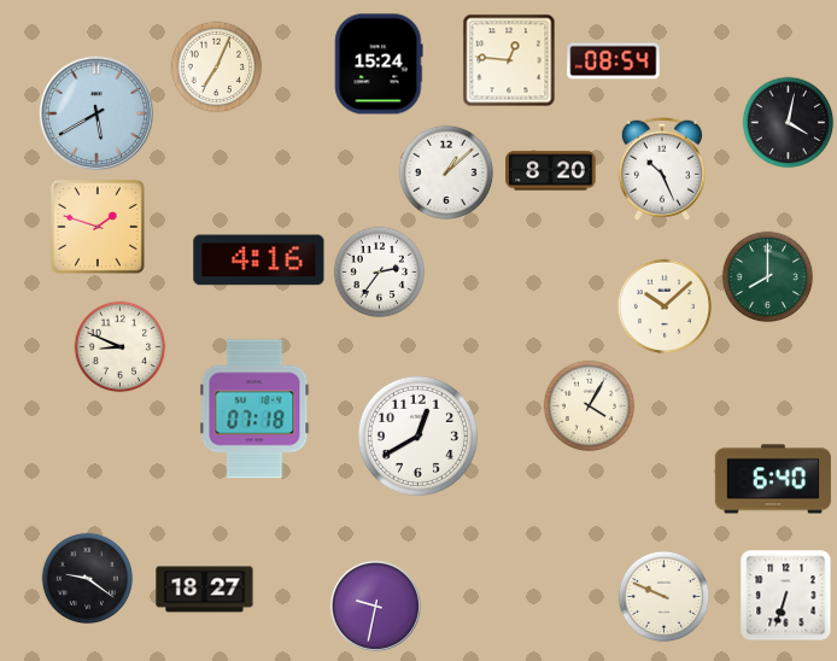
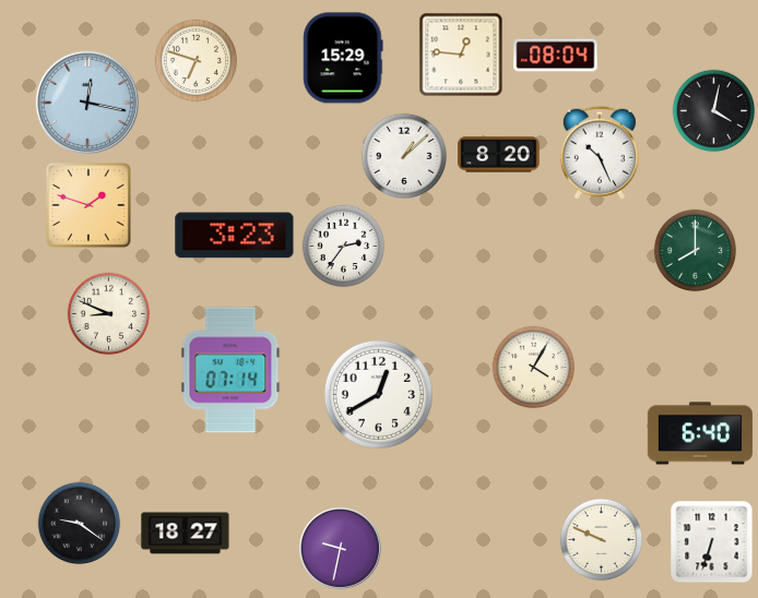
clock at (614, 62): 08:54 -> 08:04
clock at (379, 64): 15:24 -> 15:29
clock at (217, 68): 7:04 -> 6:48
clock at (95, 112): 5:40 -> 12:17
clock at (259, 261): 4:16 -> 3:23
clock at (665, 306): 10:08 -> none
clock at (254, 409): 07:18 -> 07:14
clock at (786, 596) position: (786, 596) -> (712, 542)
